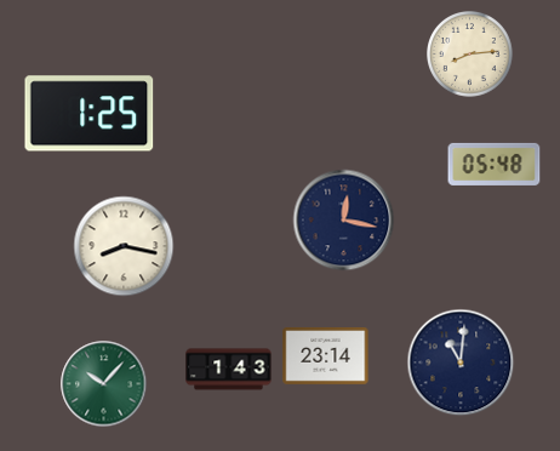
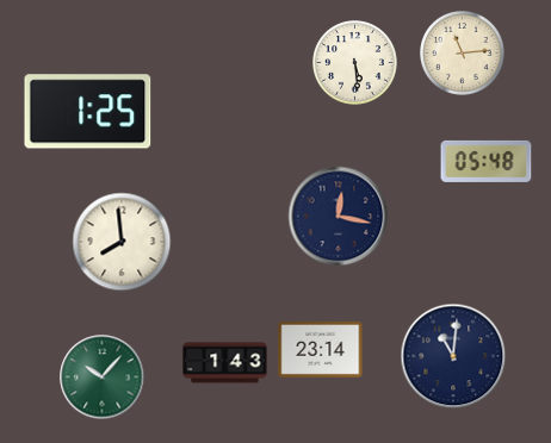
clock at (470, 55): 8:14 -> 11:14
clock at (355, 63): none -> 5:29
clock at (124, 246): 8:17 -> 7:59
